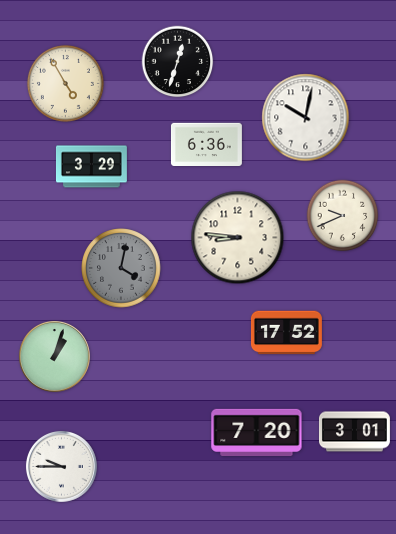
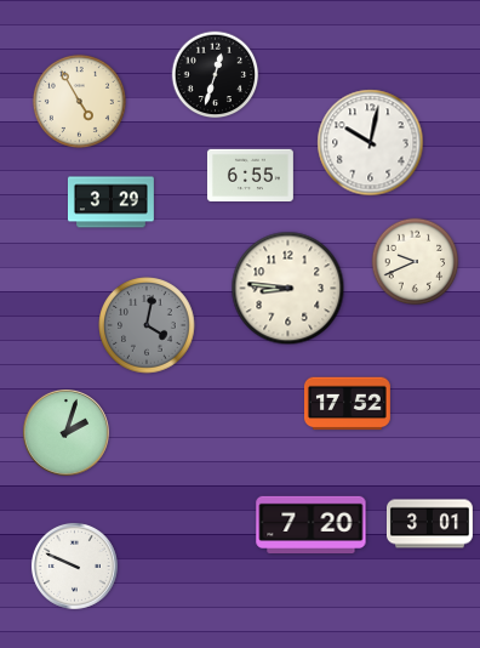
clock at (206, 144): 6:36 -> 6:55
clock at (54, 356): 1:03 -> 2:03
clock at (61, 466): 9:45 -> 9:49
